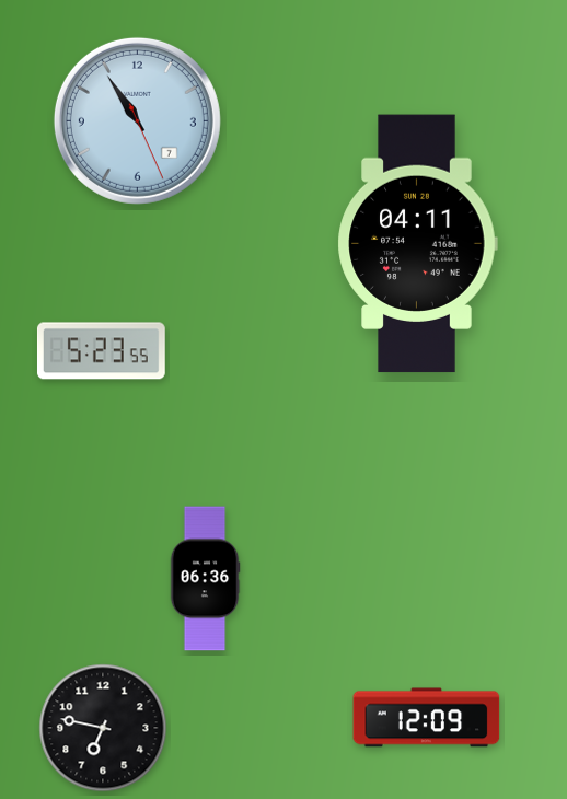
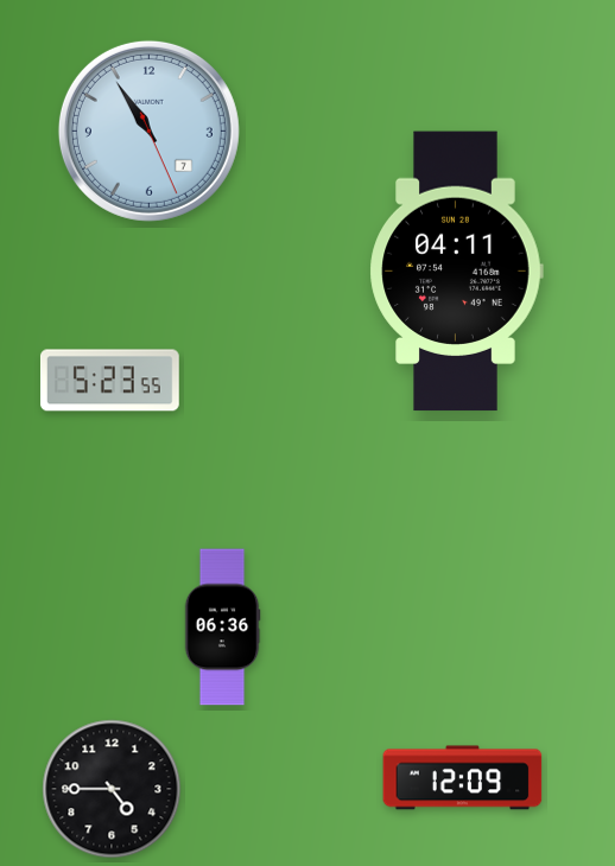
clock at (417, 244) position: (417, 244) -> (456, 272)
clock at (103, 728): 6:47 -> 4:45
